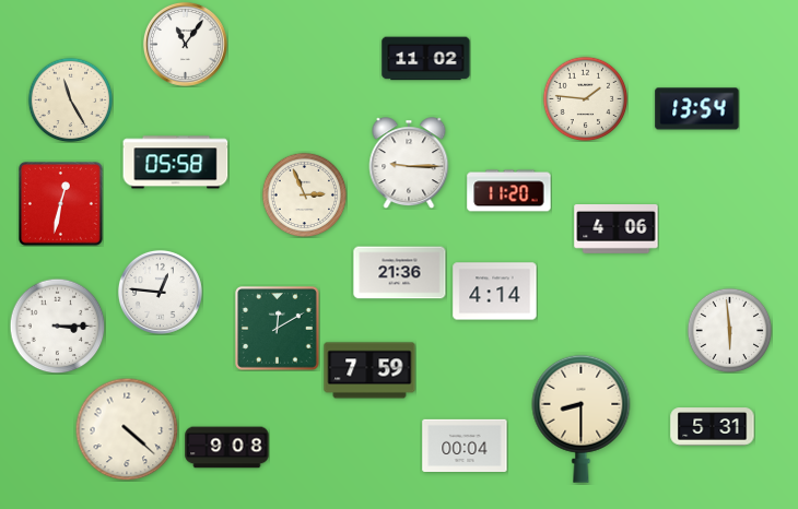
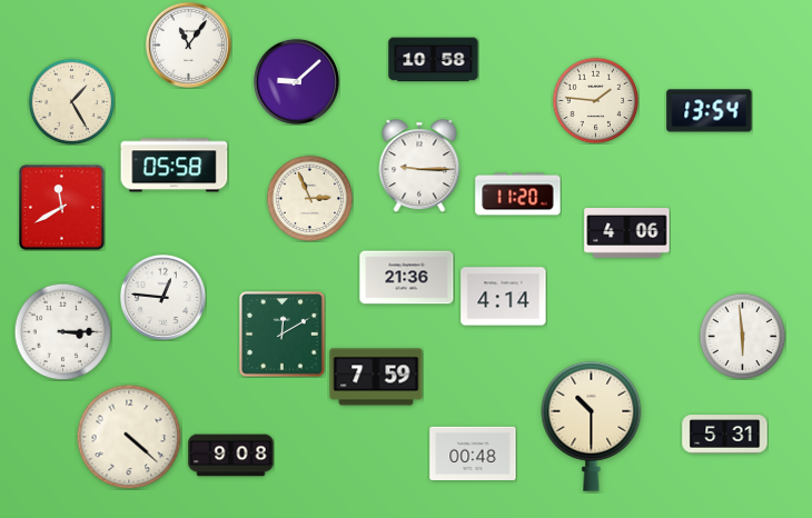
clock at (426, 59): 11:02 -> 10:58
clock at (296, 81): none -> 9:08
clock at (70, 99): 11:25 -> 1:25
clock at (176, 163) position: (176, 163) -> (175, 166)
clock at (409, 163) position: (409, 163) -> (419, 166)
clock at (61, 204): 12:32 -> 11:40
clock at (57, 325) position: (57, 325) -> (62, 331)
clock at (582, 418): 8:30 -> 10:30
clock at (465, 445): 00:04 -> 00:48
